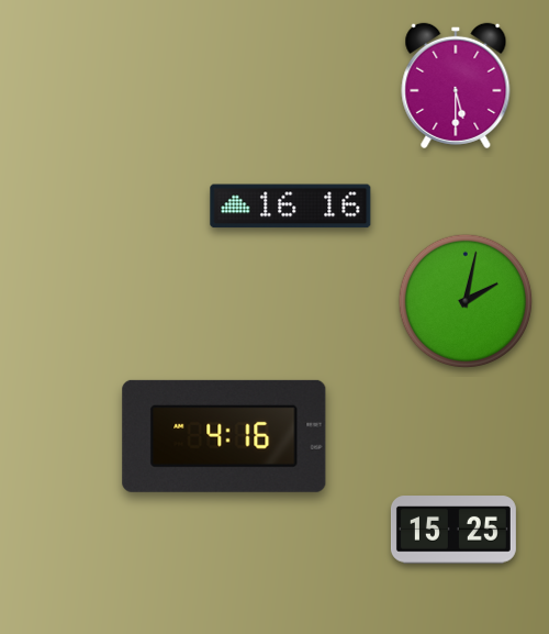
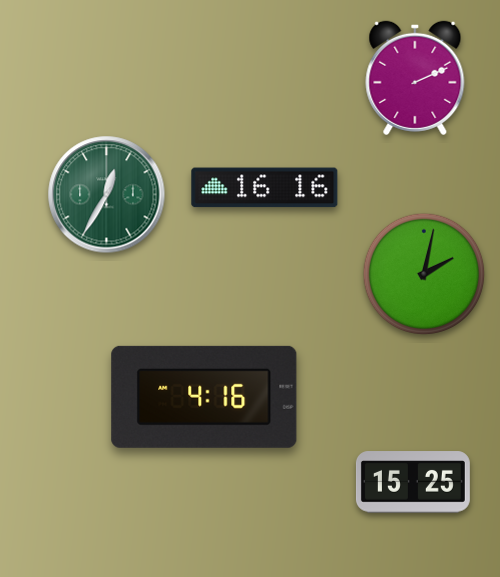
clock at (456, 86): 5:30 -> 2:11
clock at (107, 195): none -> 12:35
